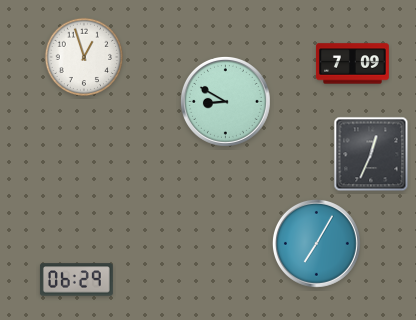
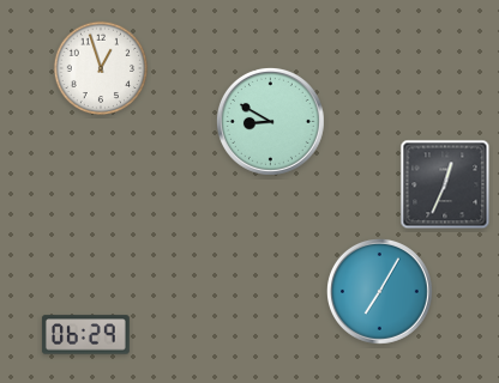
clock at (353, 64): 7:09 -> none
clock at (76, 280) position: (76, 280) -> (85, 335)
